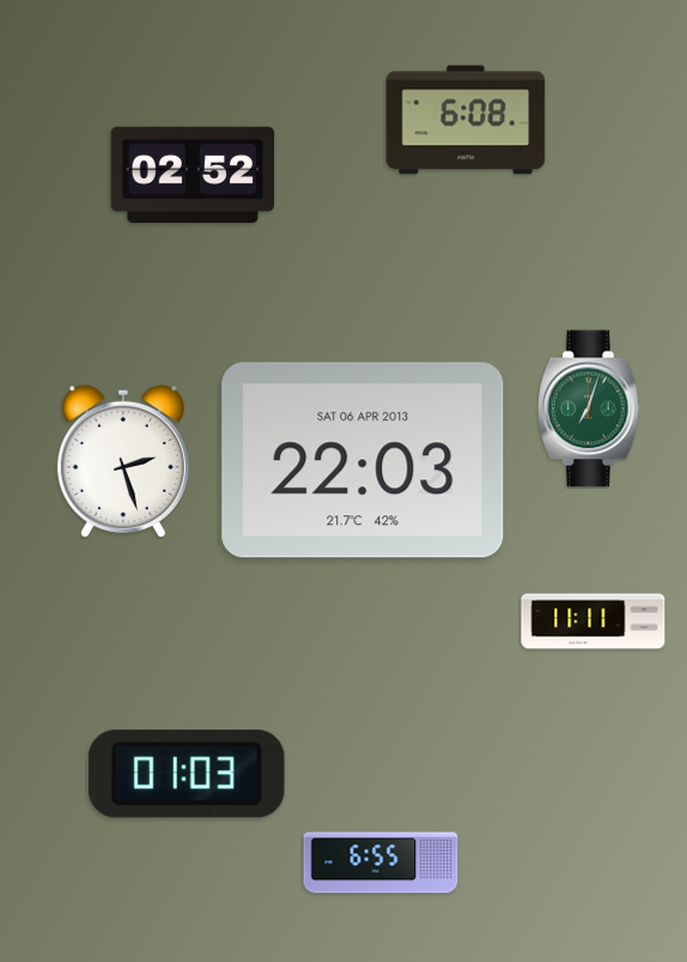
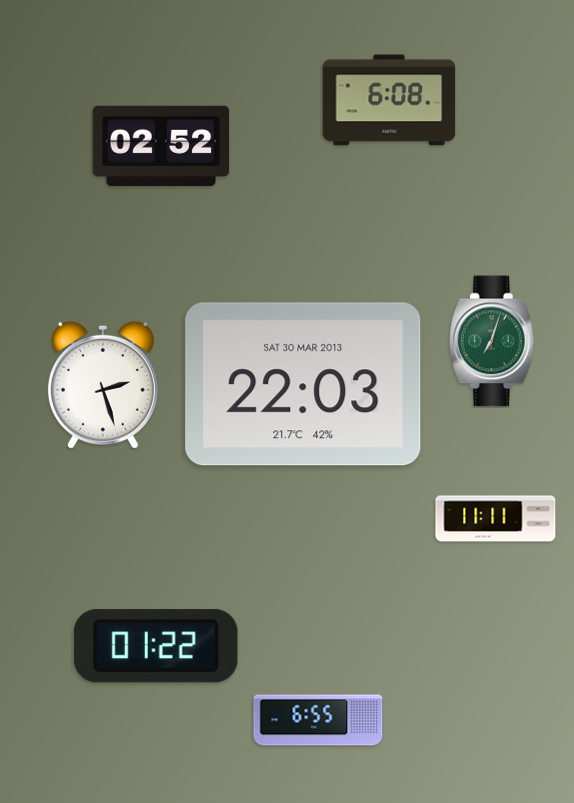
clock at (363, 460) date: SAT 06 APR 2013 -> SAT 30 MAR 2013
clock at (187, 774): 01:03 -> 01:22
